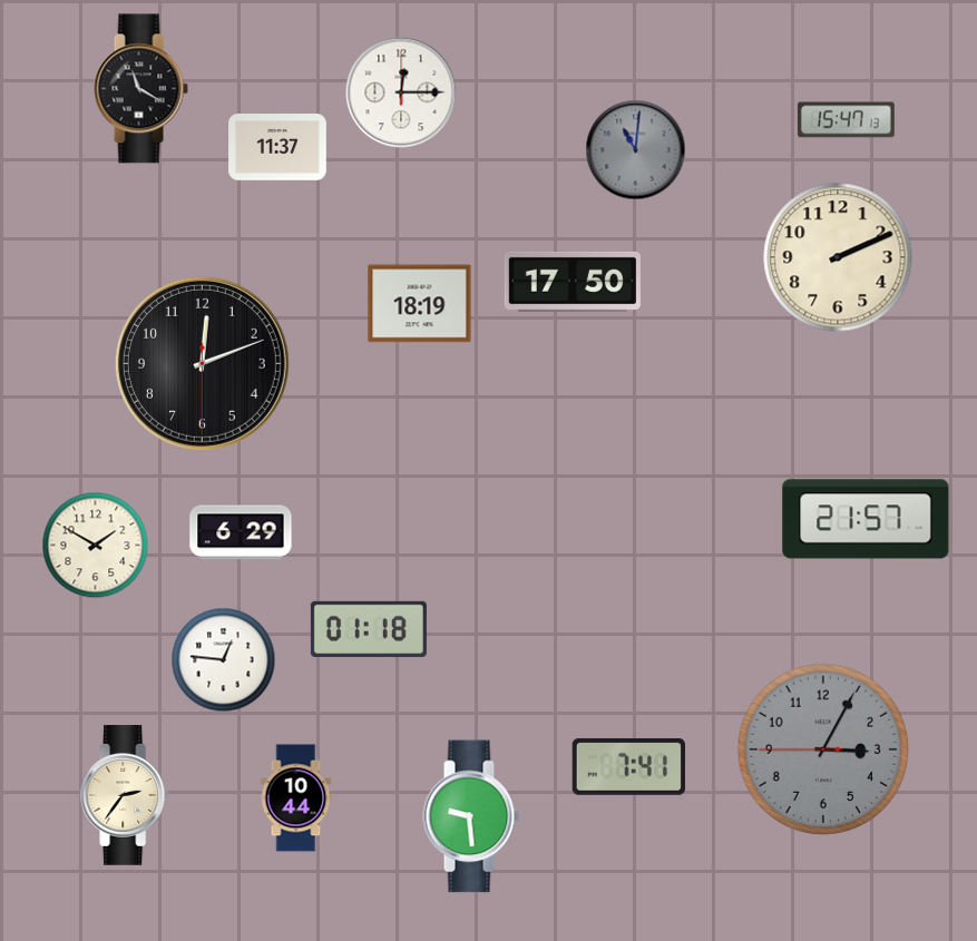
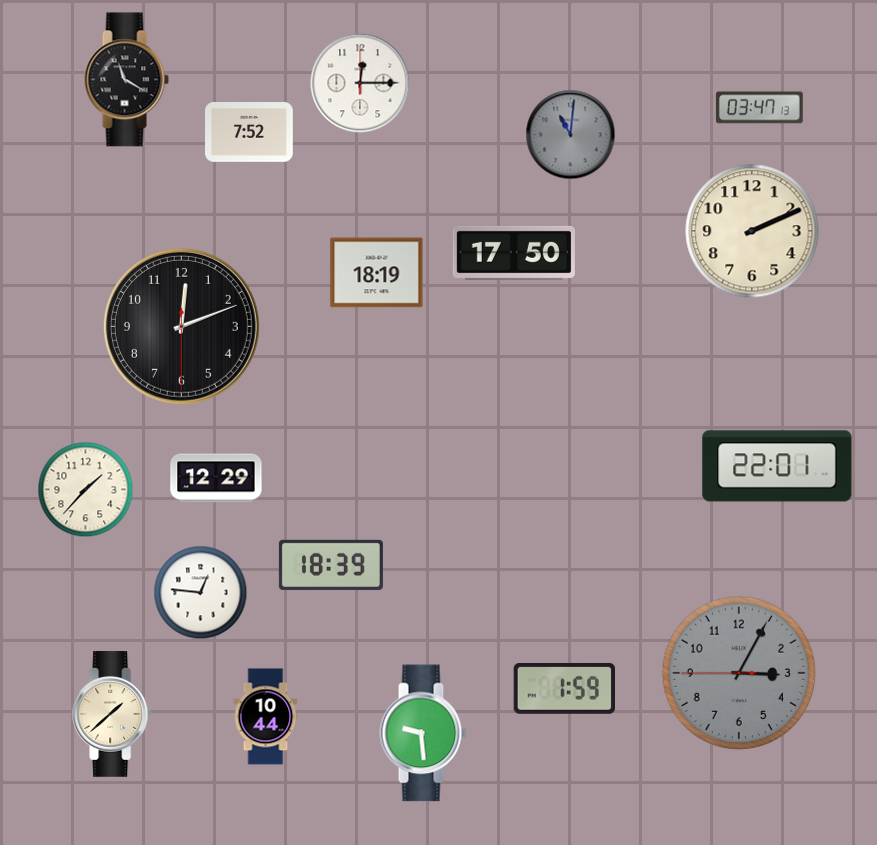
clock at (846, 120): 15:47 -> 03:47
clock at (277, 148): 11:37 -> 7:52
clock at (866, 519): 21:57 -> 22:01
clock at (241, 532): 6:29 -> 12:29
clock at (96, 546): 1:50 -> 1:37
clock at (369, 629): 01:18 -> 18:39
clock at (628, 766): 7:41 -> 1:59
clock at (126, 796): 2:36 -> 1:38
